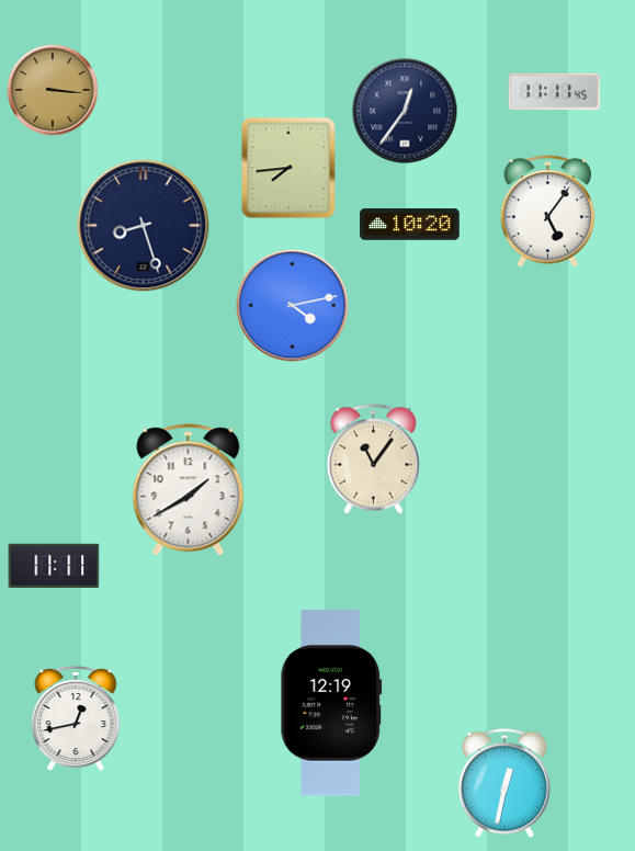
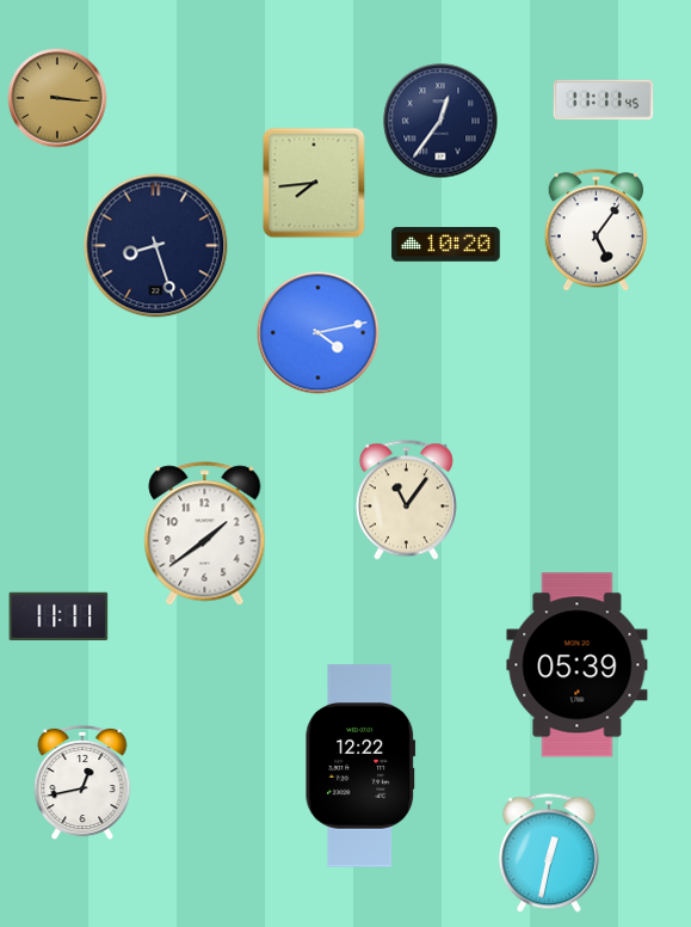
clock at (189, 490): 1:40 -> 1:39
clock at (578, 665): none -> 05:39
clock at (331, 703): 12:19 -> 12:22
